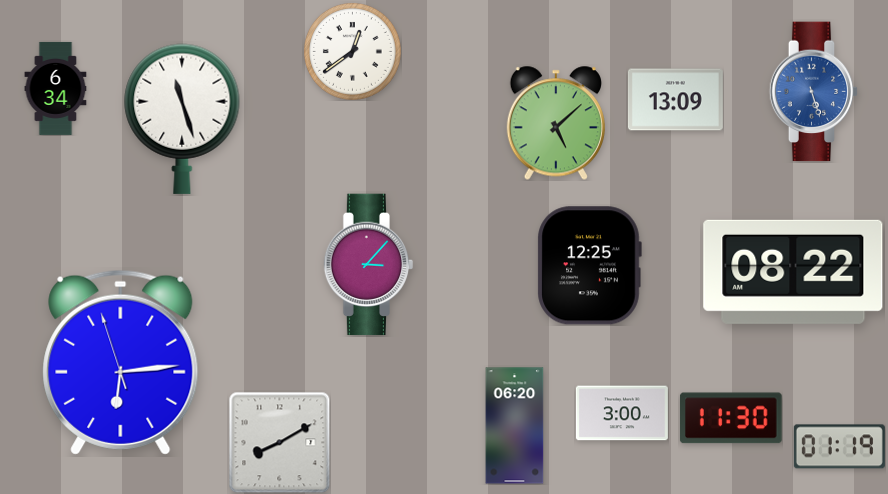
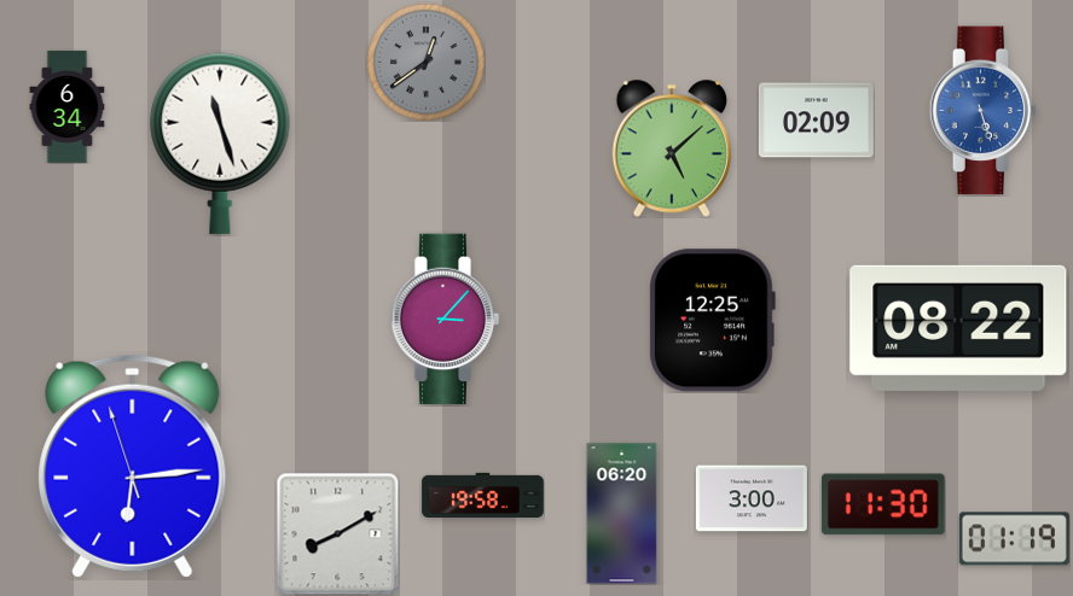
clock at (352, 51) dial: white -> grey
clock at (675, 100): 13:09 -> 02:09
clock at (121, 362) position: (121, 362) -> (133, 466)
clock at (483, 495): none -> 19:58
